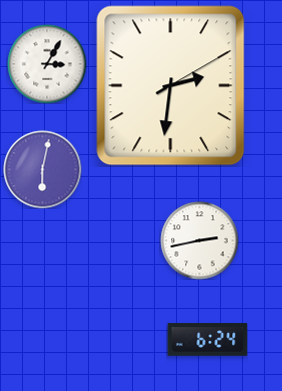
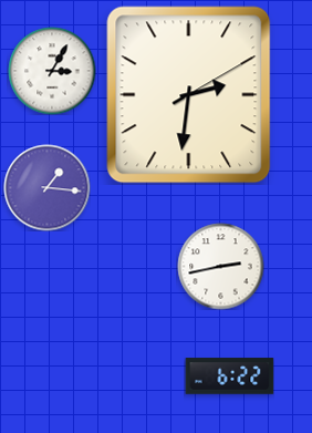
clock at (42, 169): 6:02 -> 1:16
clock at (207, 340): 6:24 -> 6:22
